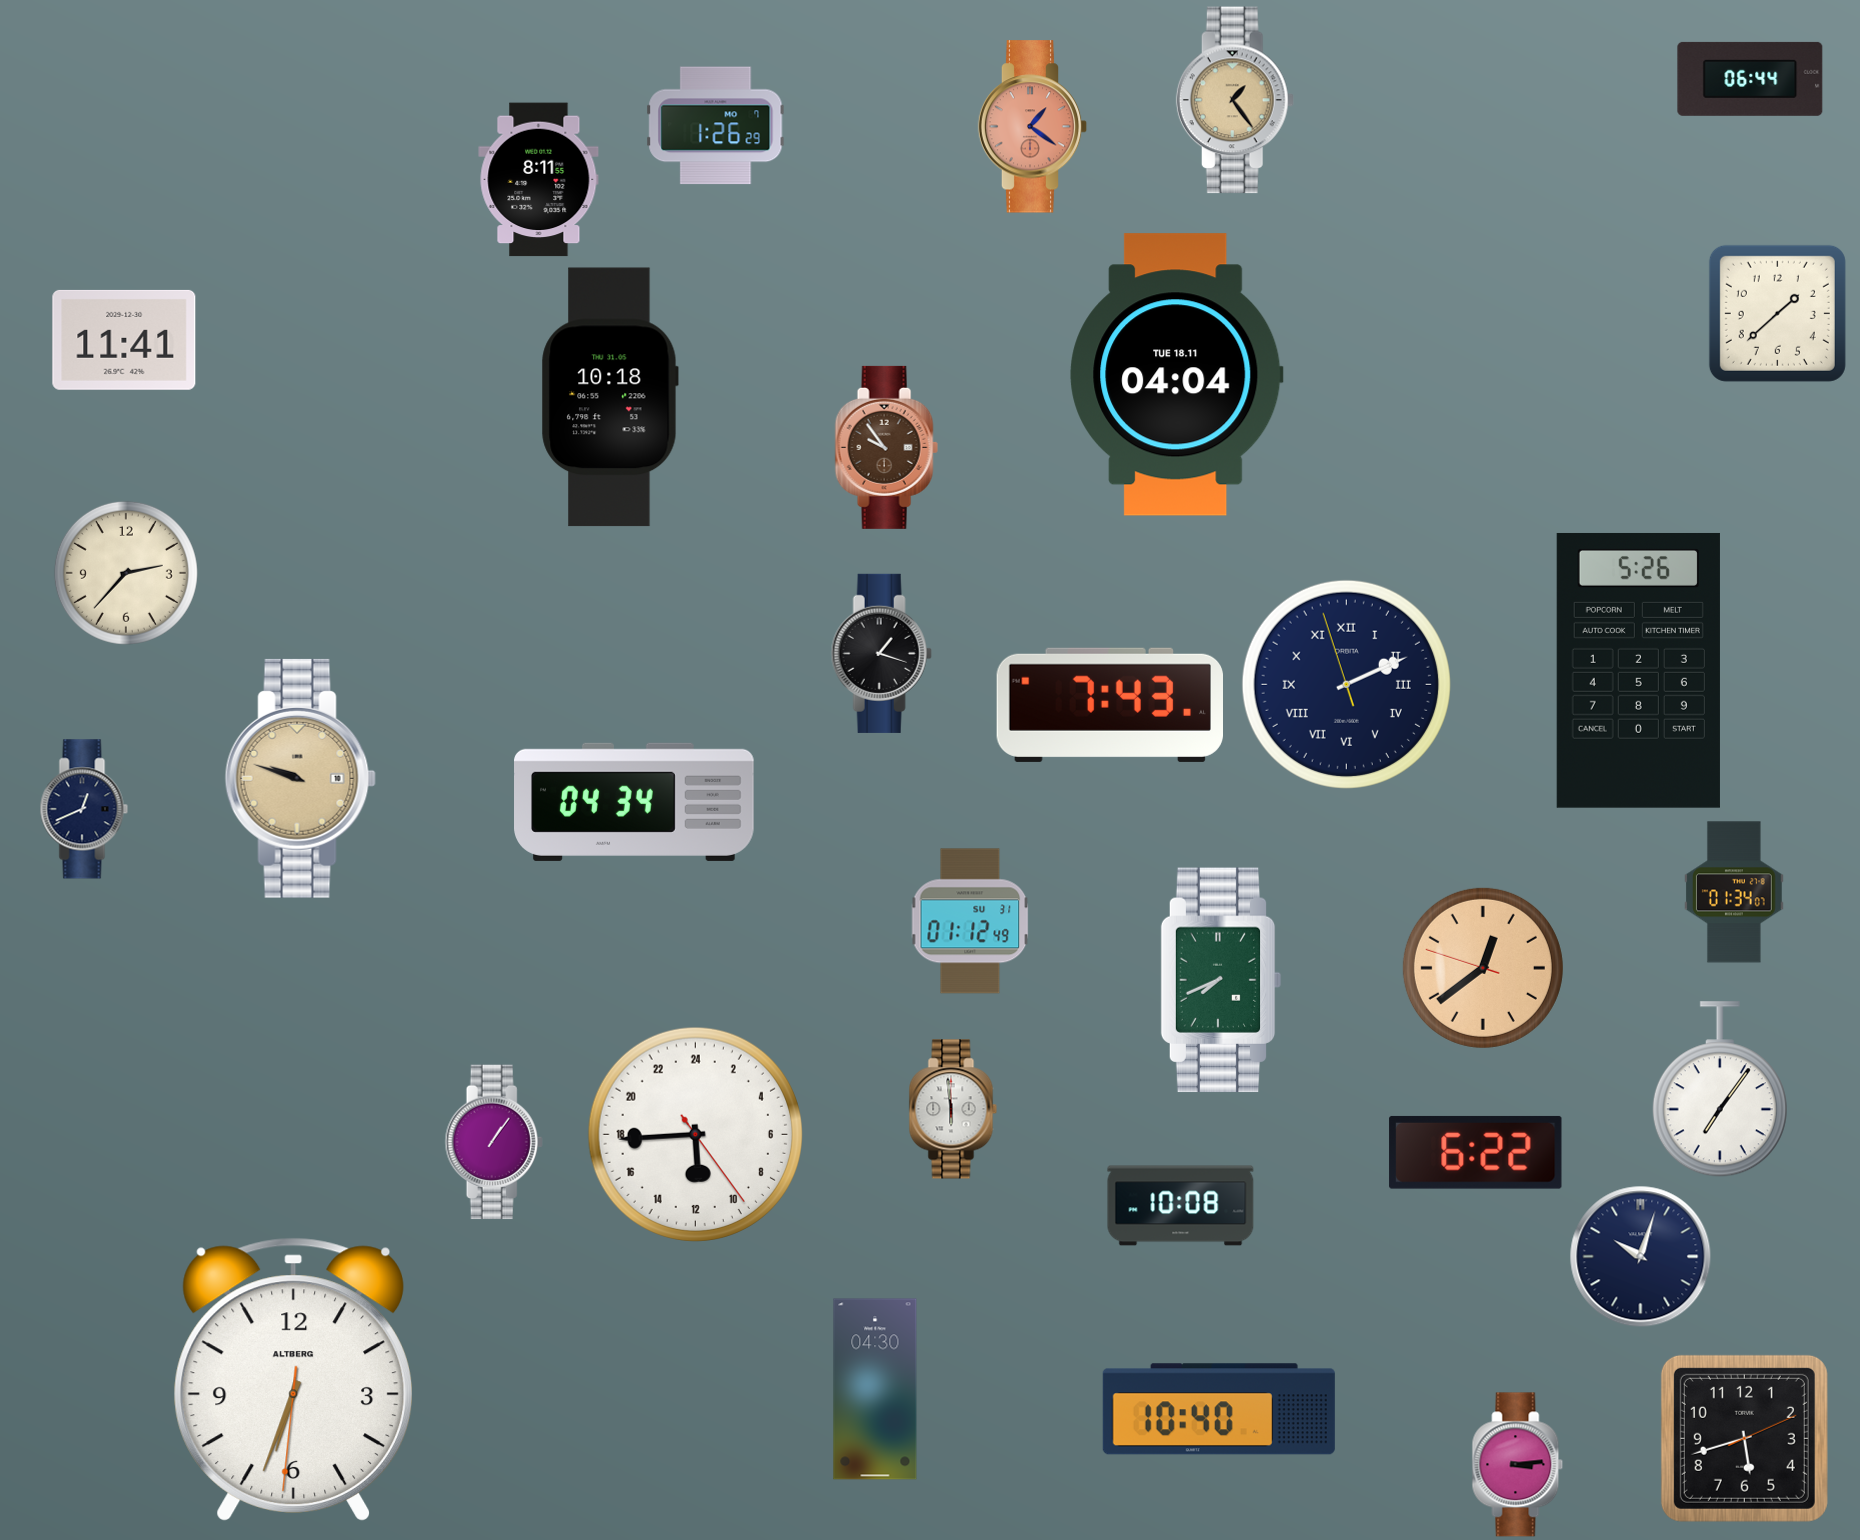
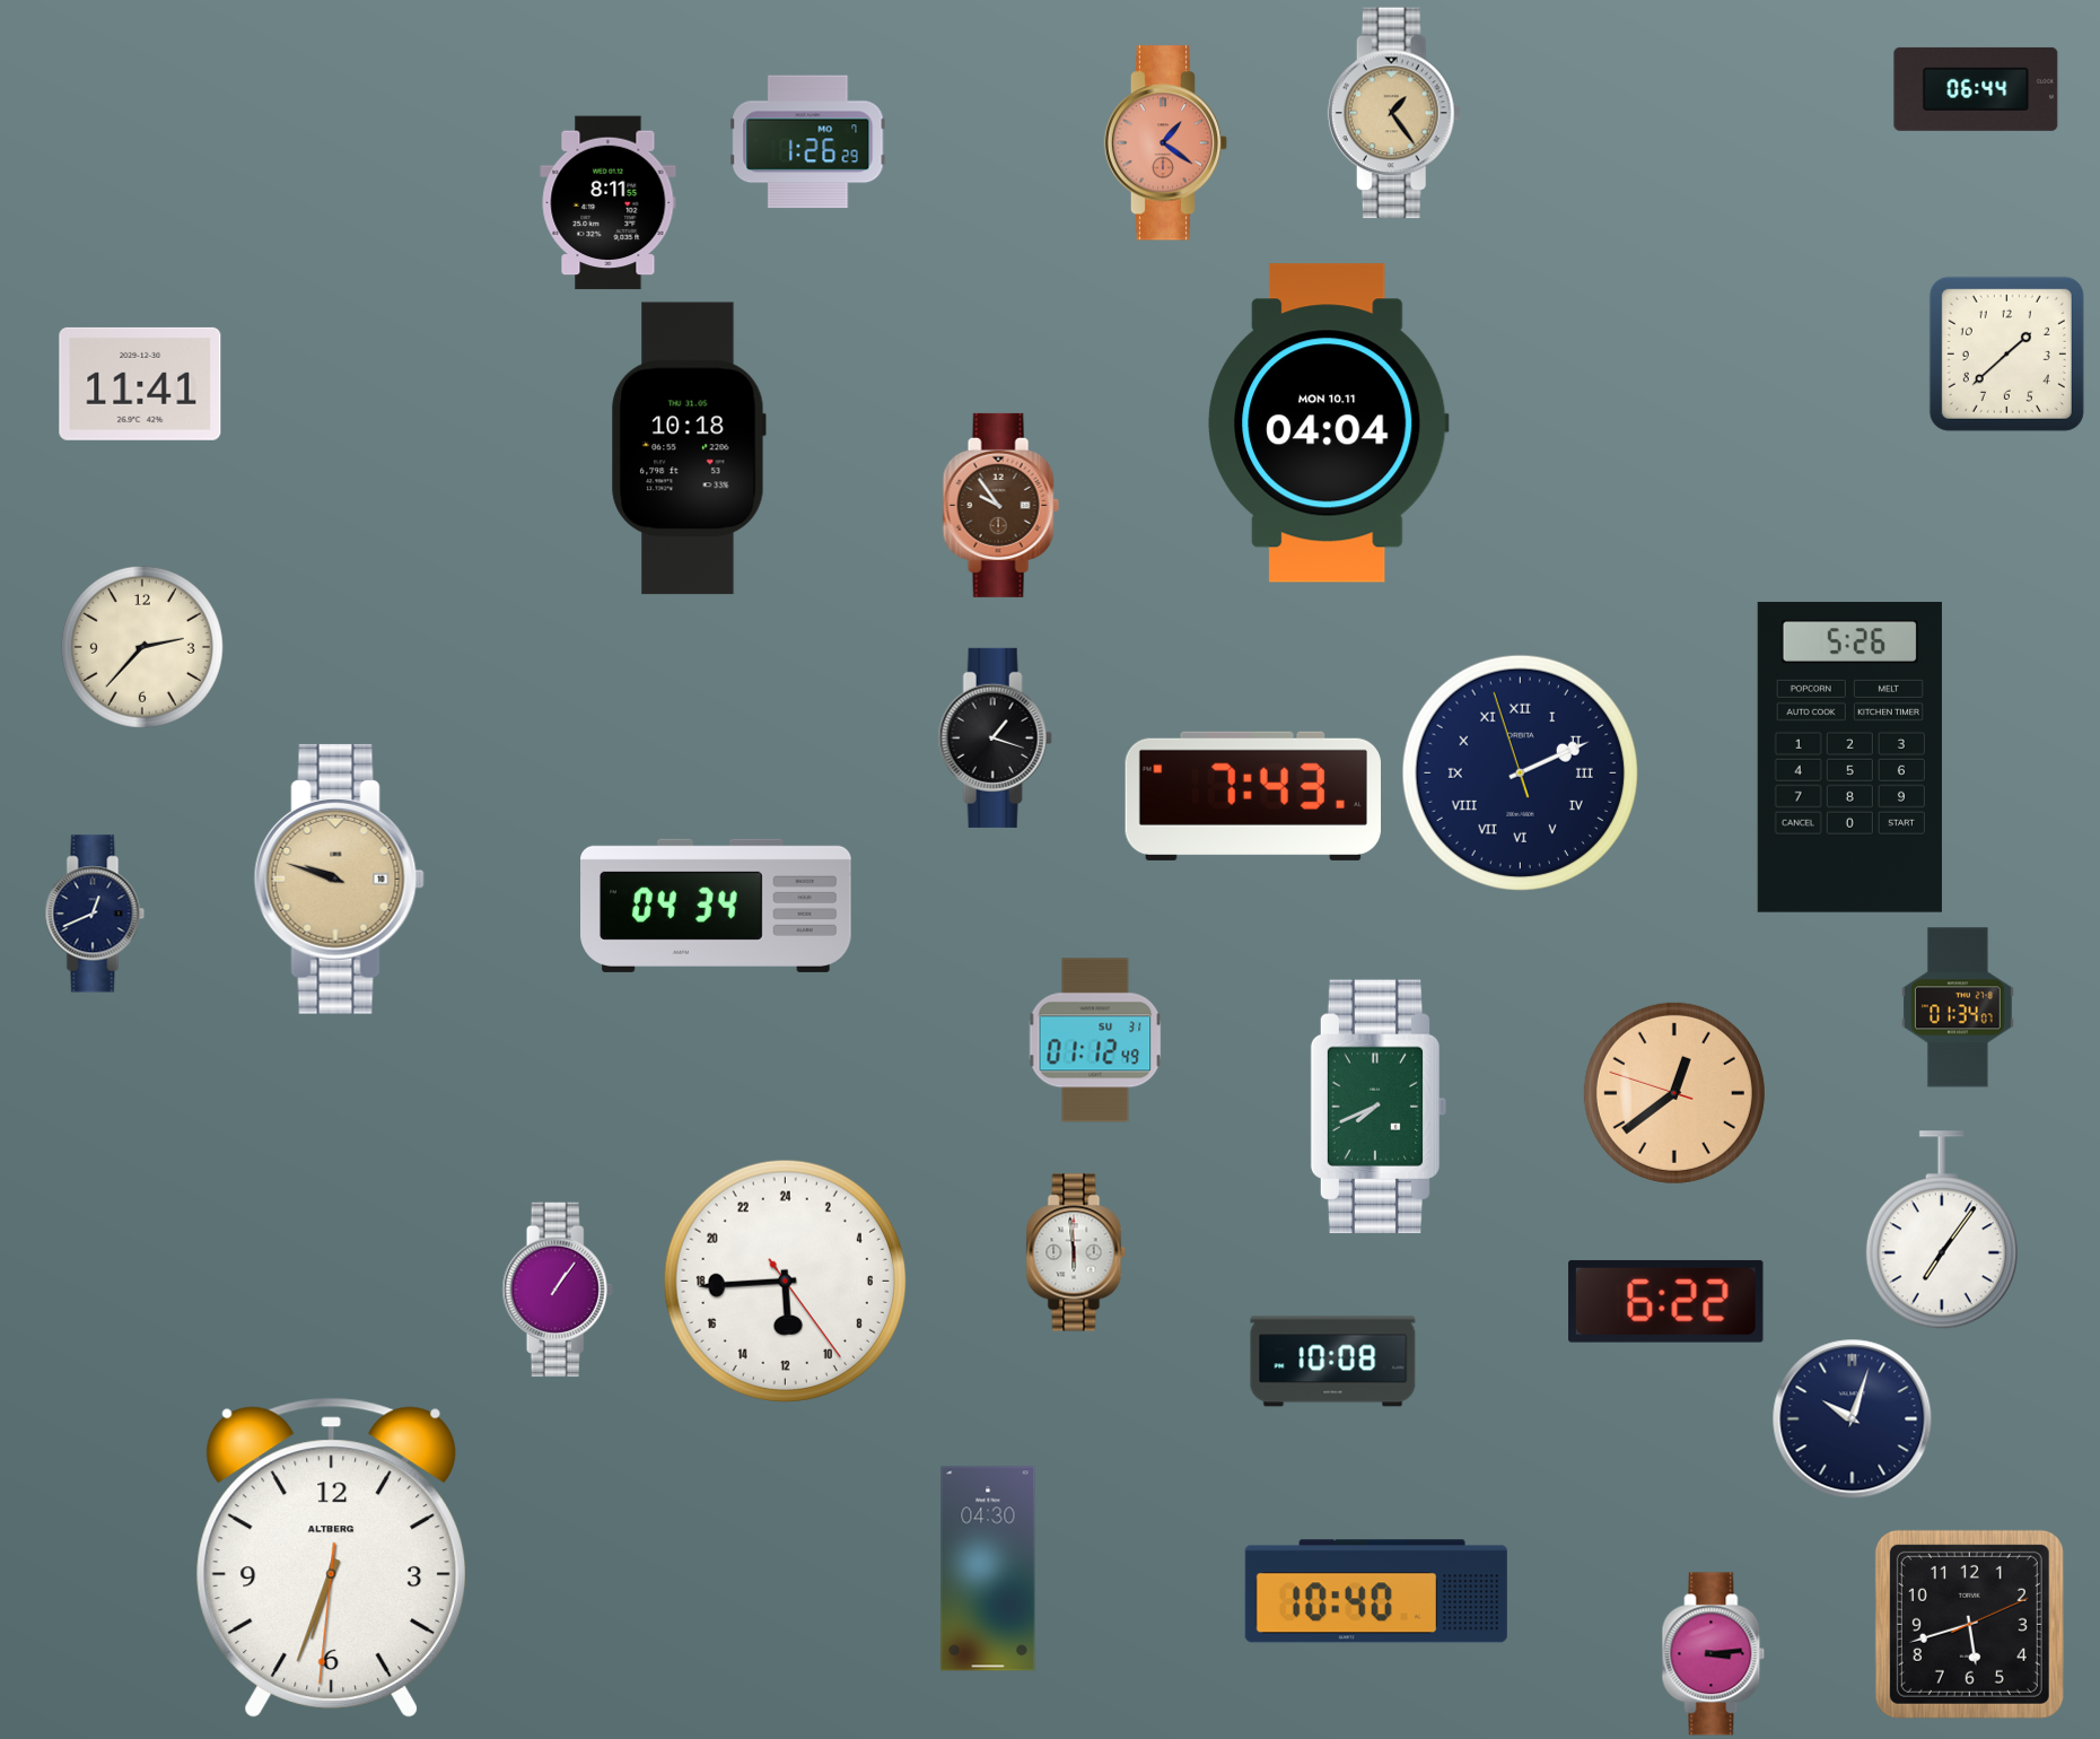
clock at (1177, 375) date: TUE 18.11 -> MON 10.11
